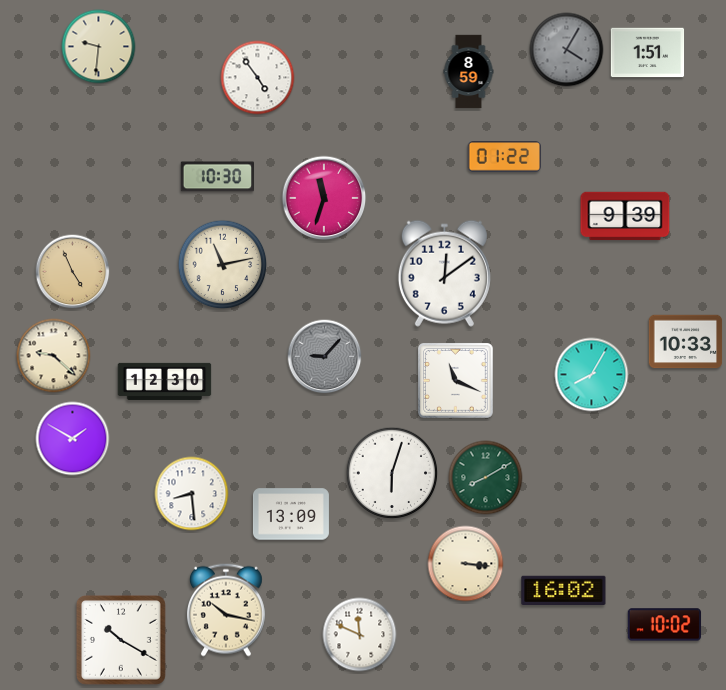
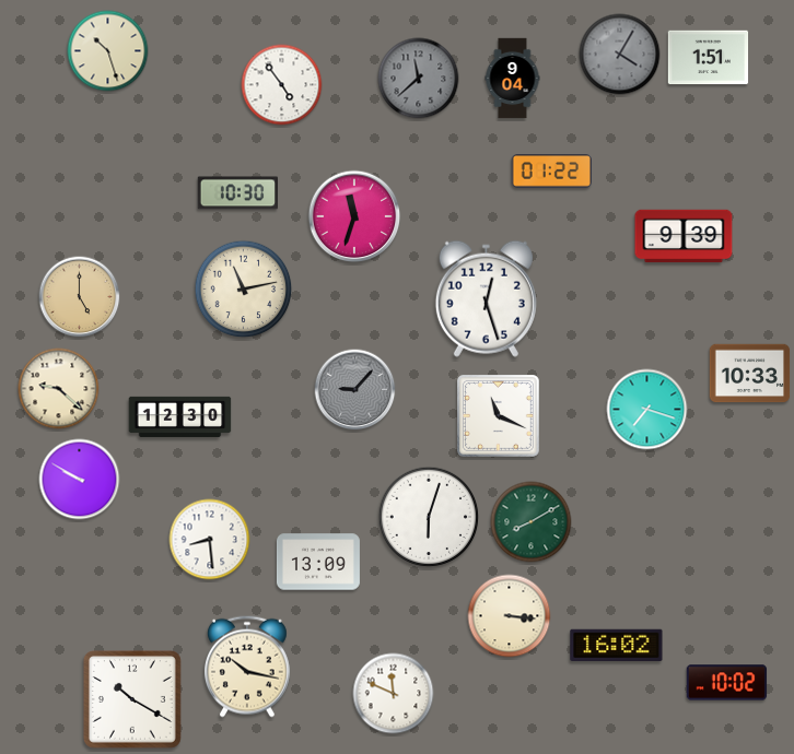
clock at (99, 47): 9:31 -> 10:27
clock at (419, 79): none -> 11:38
clock at (469, 72): 8:59 -> 9:04
clock at (73, 272): 4:56 -> 5:00
clock at (444, 273): 12:09 -> 12:27
clock at (592, 375): 8:05 -> 7:18
clock at (73, 439): 1:50 -> 9:50
